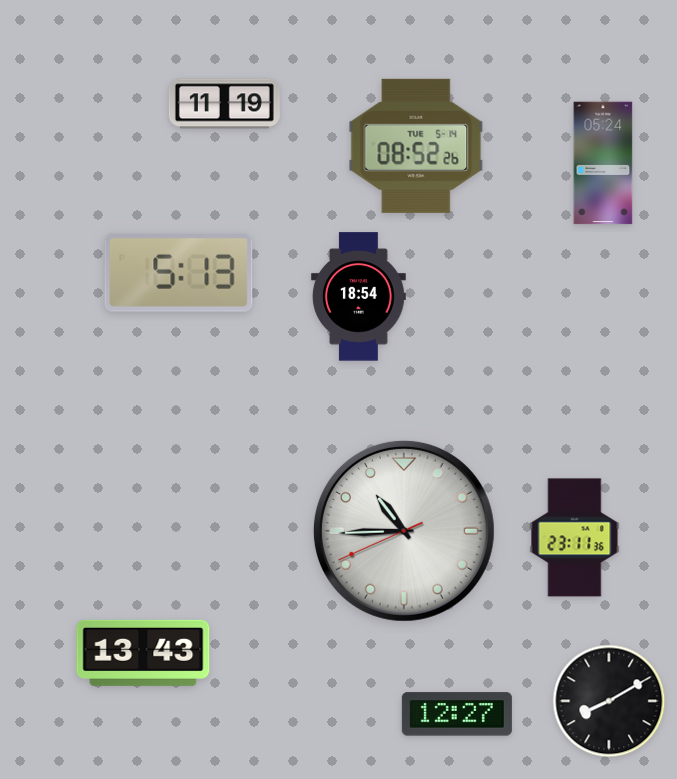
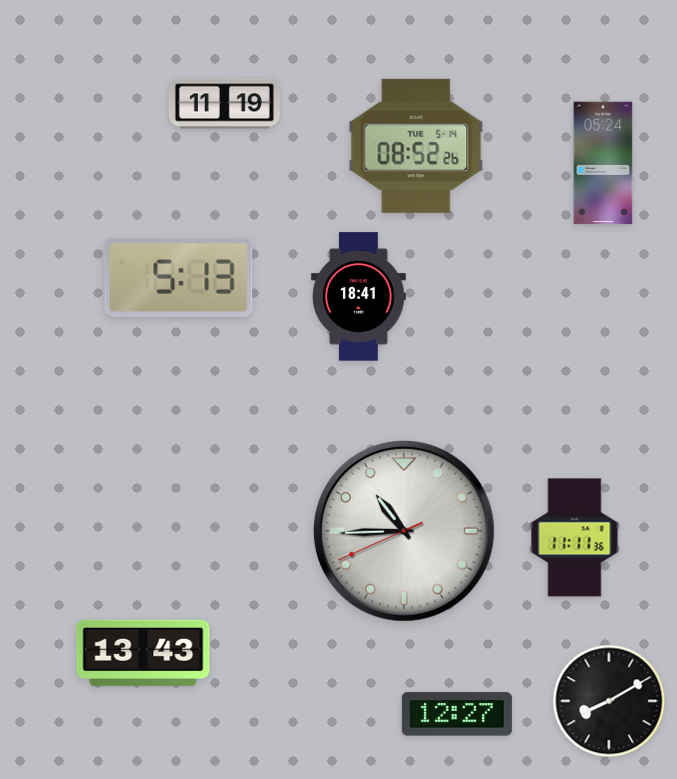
clock at (179, 272) position: (179, 272) -> (179, 277)
clock at (359, 297): 18:54 -> 18:41
clock at (575, 538): 23:11 -> 11:11
